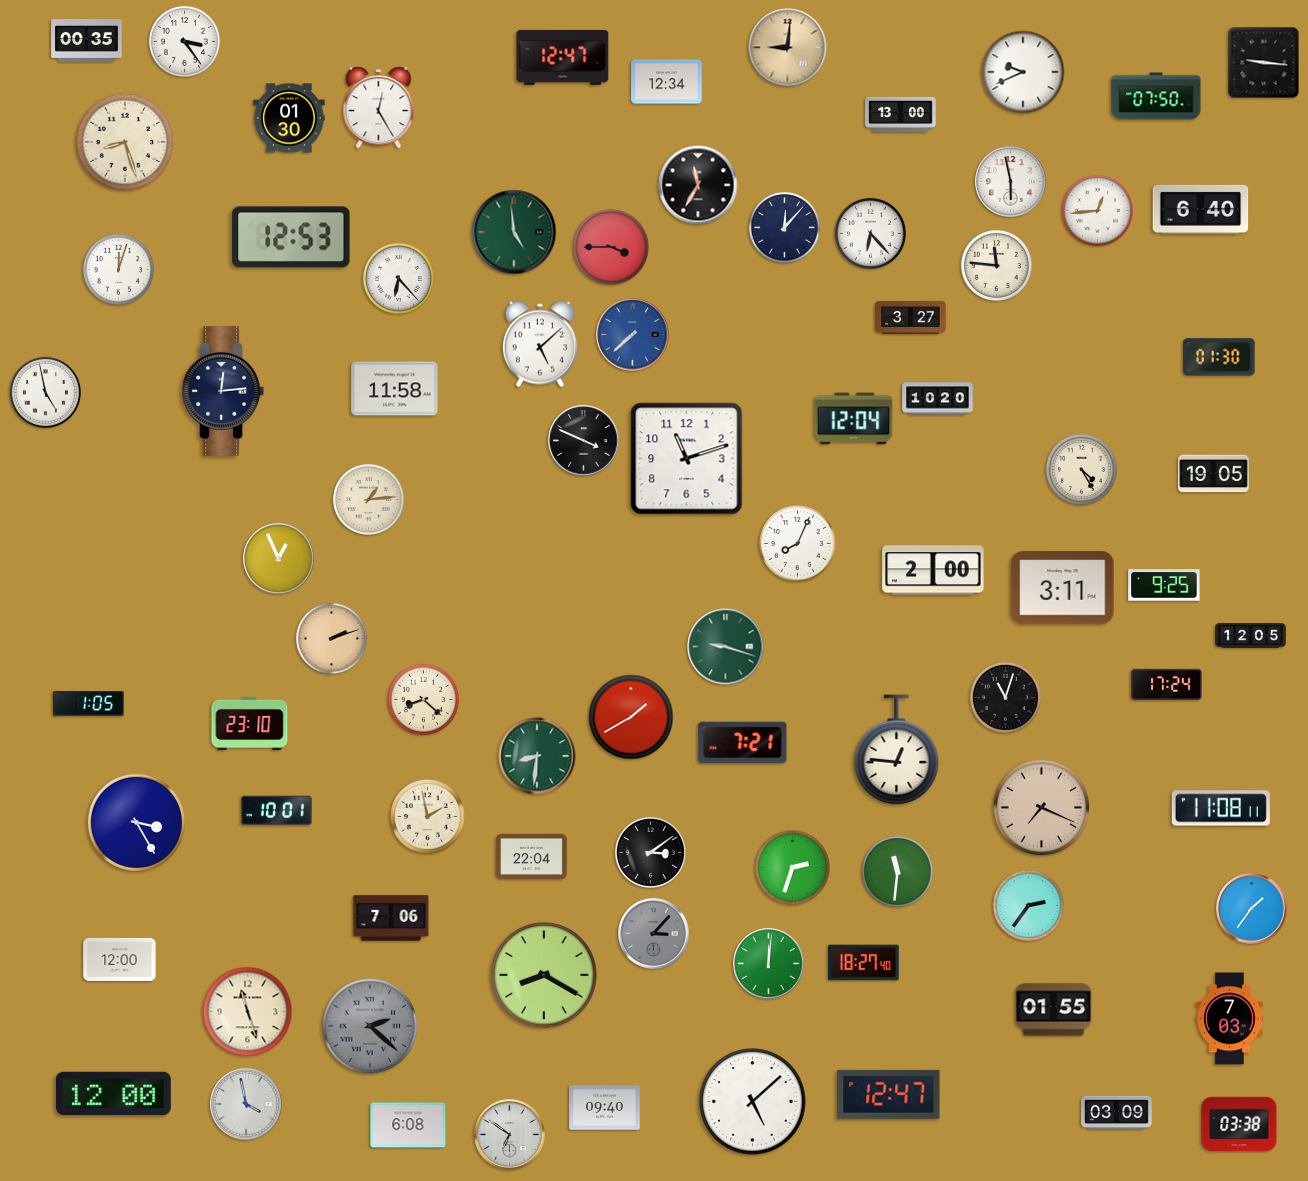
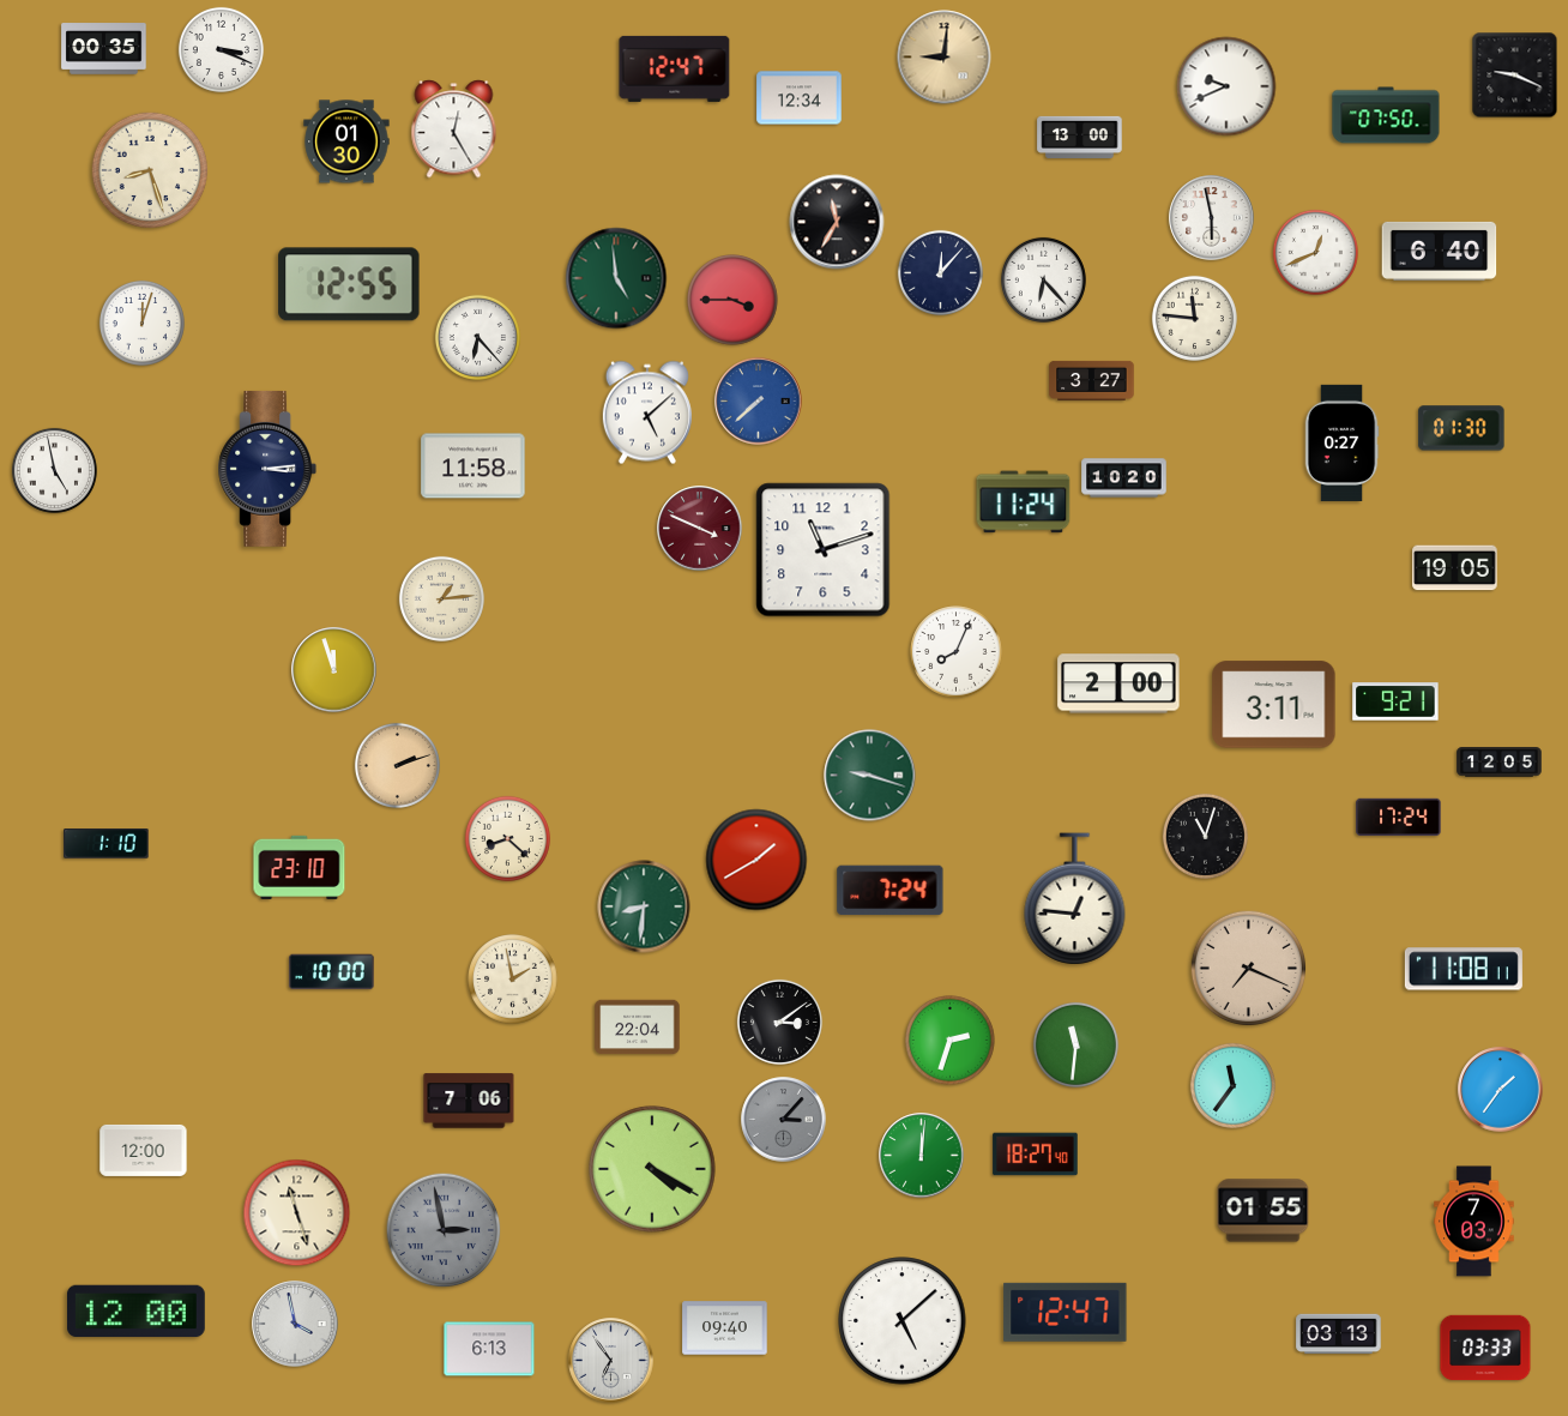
clock at (184, 41): 3:24 -> 3:19
clock at (1264, 63): 9:16 -> 9:19
clock at (1097, 210): 12:44 -> 12:41
clock at (291, 237): 12:53 -> 12:55
clock at (611, 247) position: (611, 247) -> (732, 300)
clock at (398, 278) position: (398, 278) -> (477, 337)
clock at (1341, 442): none -> 0:27
clock at (223, 391): 12:14 -> 3:14
clock at (854, 419): 12:04 -> 11:24
clock at (584, 441) dial: black -> burgundy
clock at (1081, 469): 4:25 -> none
clock at (279, 559): 12:56 -> 11:57
clock at (1164, 585): 9:25 -> 9:21
clock at (1167, 685) position: (1167, 685) -> (1399, 818)
clock at (89, 704): 1:05 -> 1:10
clock at (743, 743): 7:21 -> 7:24
clock at (277, 811): 10:01 -> 10:00
clock at (136, 822): 3:25 -> none
clock at (1028, 905): 2:36 -> 11:36
clock at (544, 975): 8:20 -> 4:20
clock at (370, 1026): 2:22 -> 2:58
clock at (1117, 1112): 03:09 -> 03:13
clock at (1239, 1124): 03:38 -> 03:33
clock at (408, 1125): 6:08 -> 6:13
clock at (510, 1135): 6:51 -> 6:54
